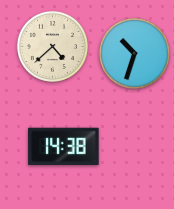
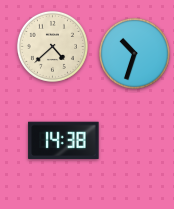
clock at (64, 147) position: (64, 147) -> (64, 141)
